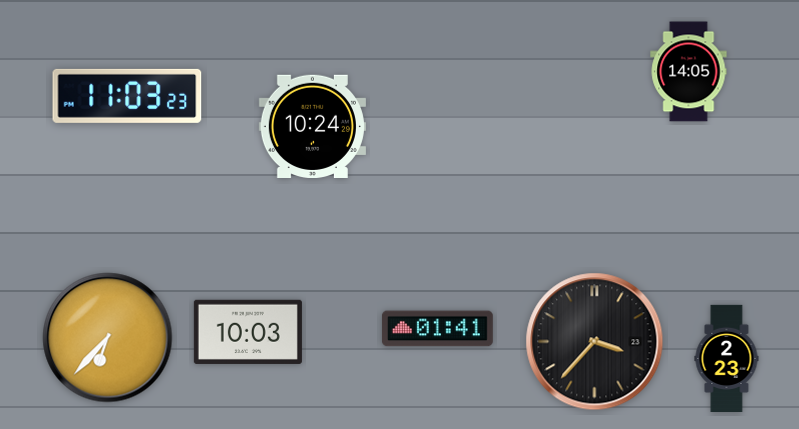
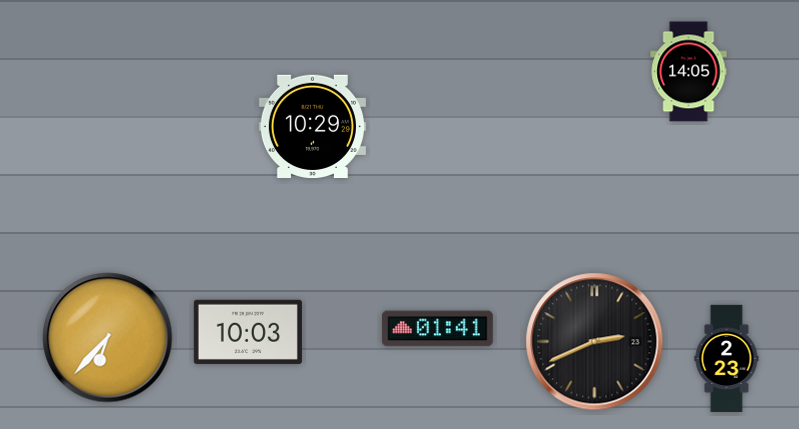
clock at (127, 96): 11:03 -> none
clock at (312, 126): 10:24 -> 10:29
clock at (595, 342): 3:37 -> 2:41
